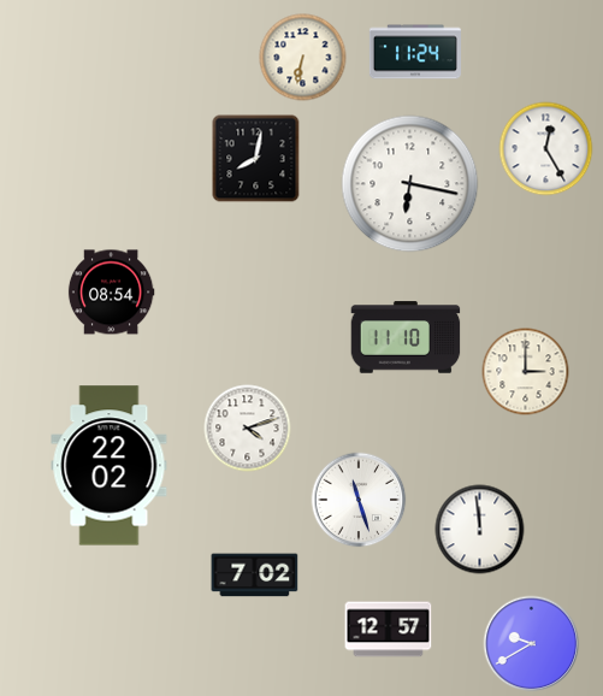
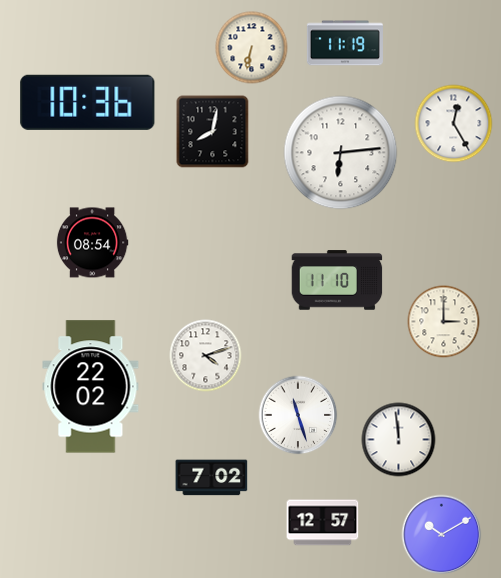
clock at (415, 52): 11:24 -> 11:19
clock at (88, 102): none -> 10:36
clock at (410, 184): 6:17 -> 6:14
clock at (526, 372) position: (526, 372) -> (444, 322)
clock at (532, 644): 9:40 -> 10:10
